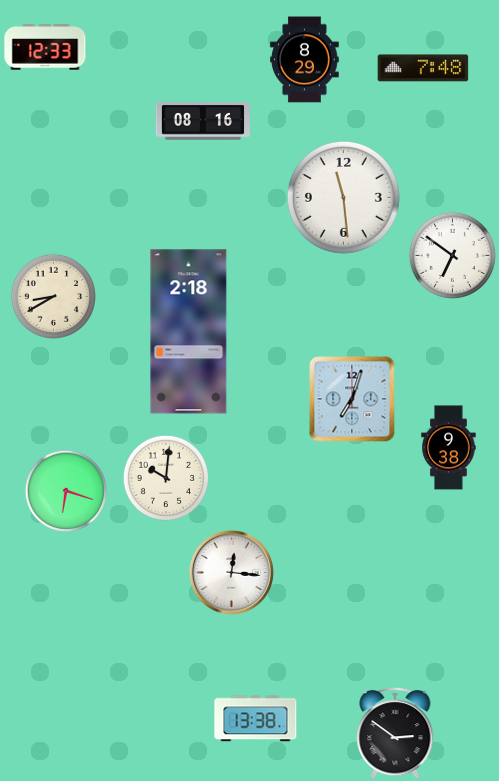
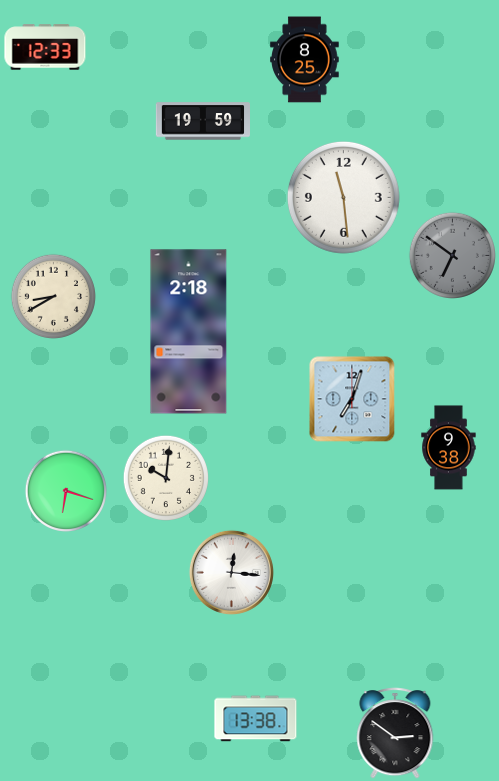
clock at (305, 60): 8:29 -> 8:25
clock at (423, 68): 7:48 -> none
clock at (202, 121): 08:16 -> 19:59
clock at (452, 255) dial: white -> grey
